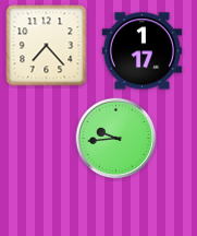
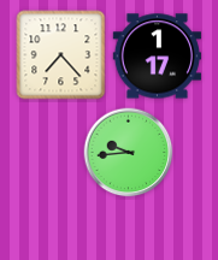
clock at (47, 46) position: (47, 46) -> (61, 55)
